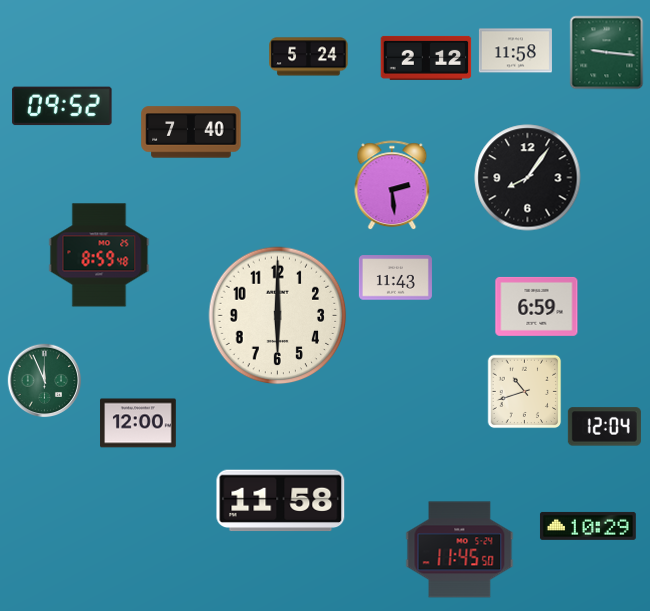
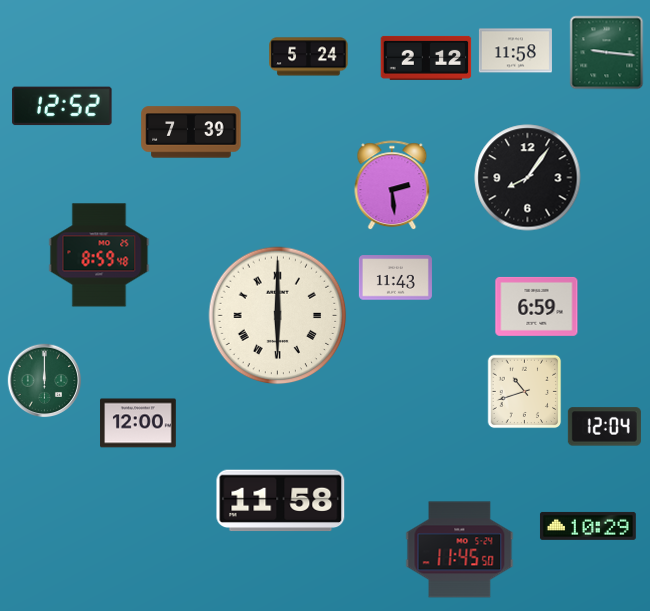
clock at (62, 106): 09:52 -> 12:52
clock at (191, 132): 7:40 -> 7:39
clock at (278, 316) numerals: Arabic -> Roman
clock at (45, 381): 11:56 -> 12:00
